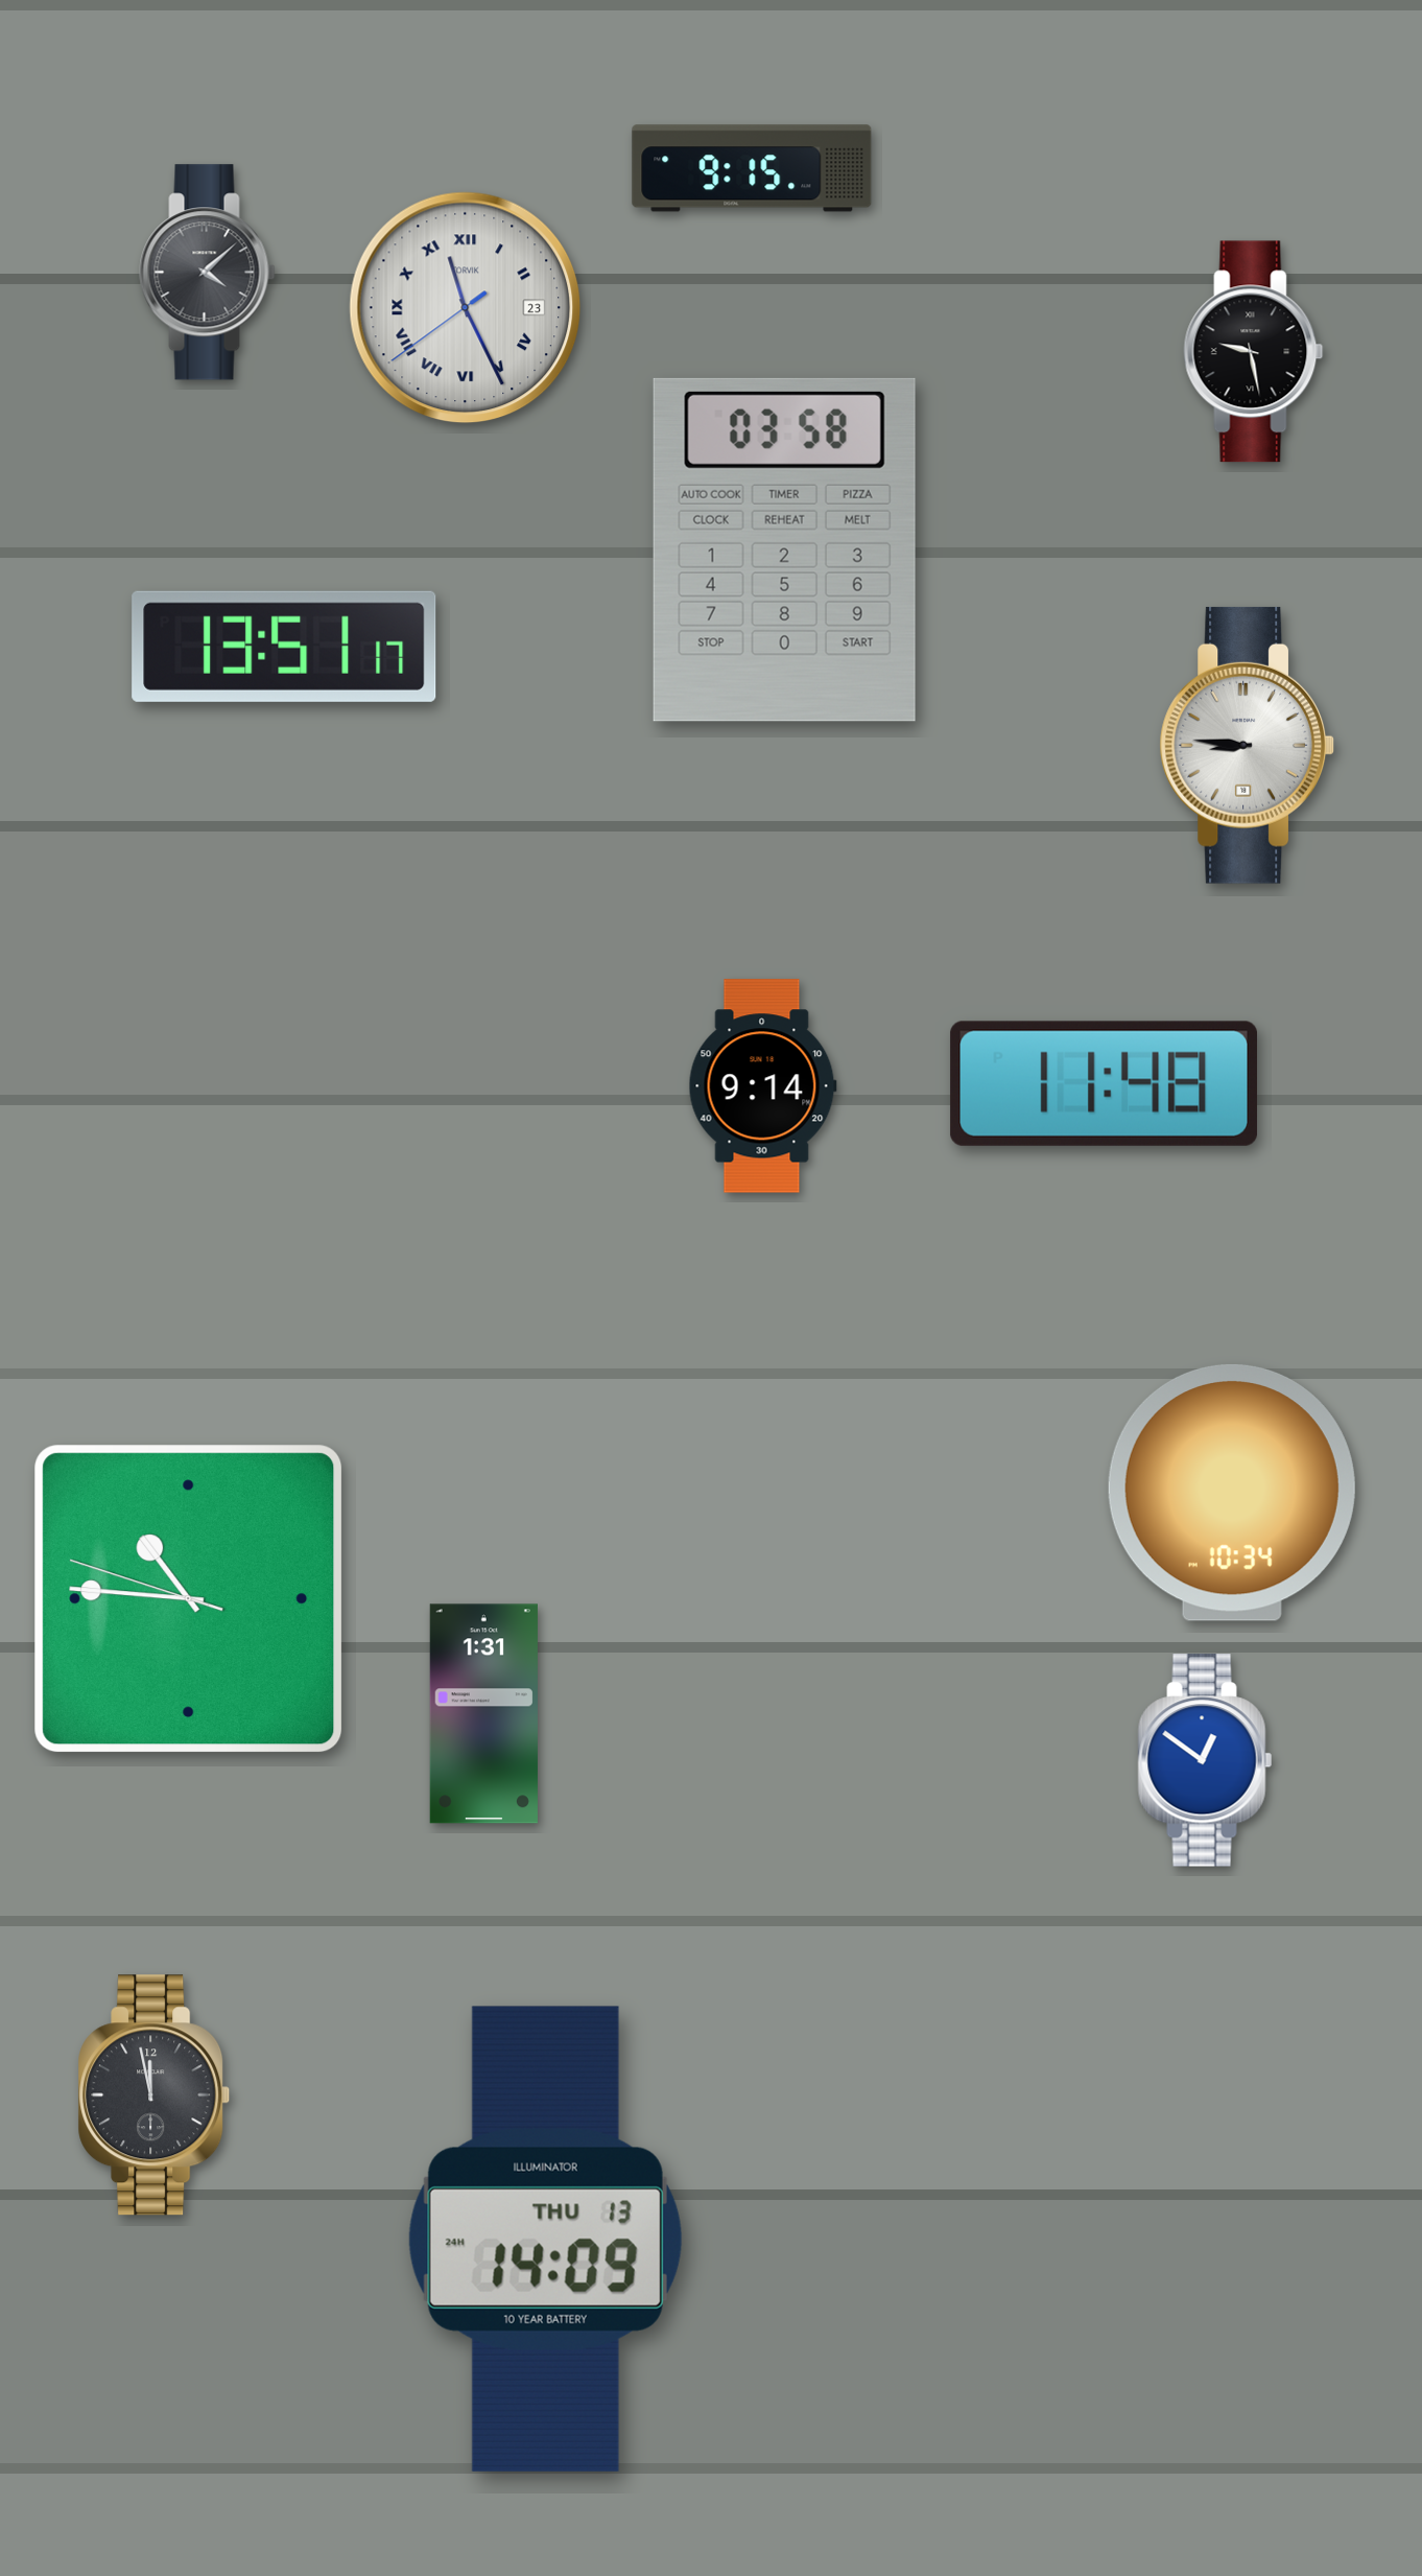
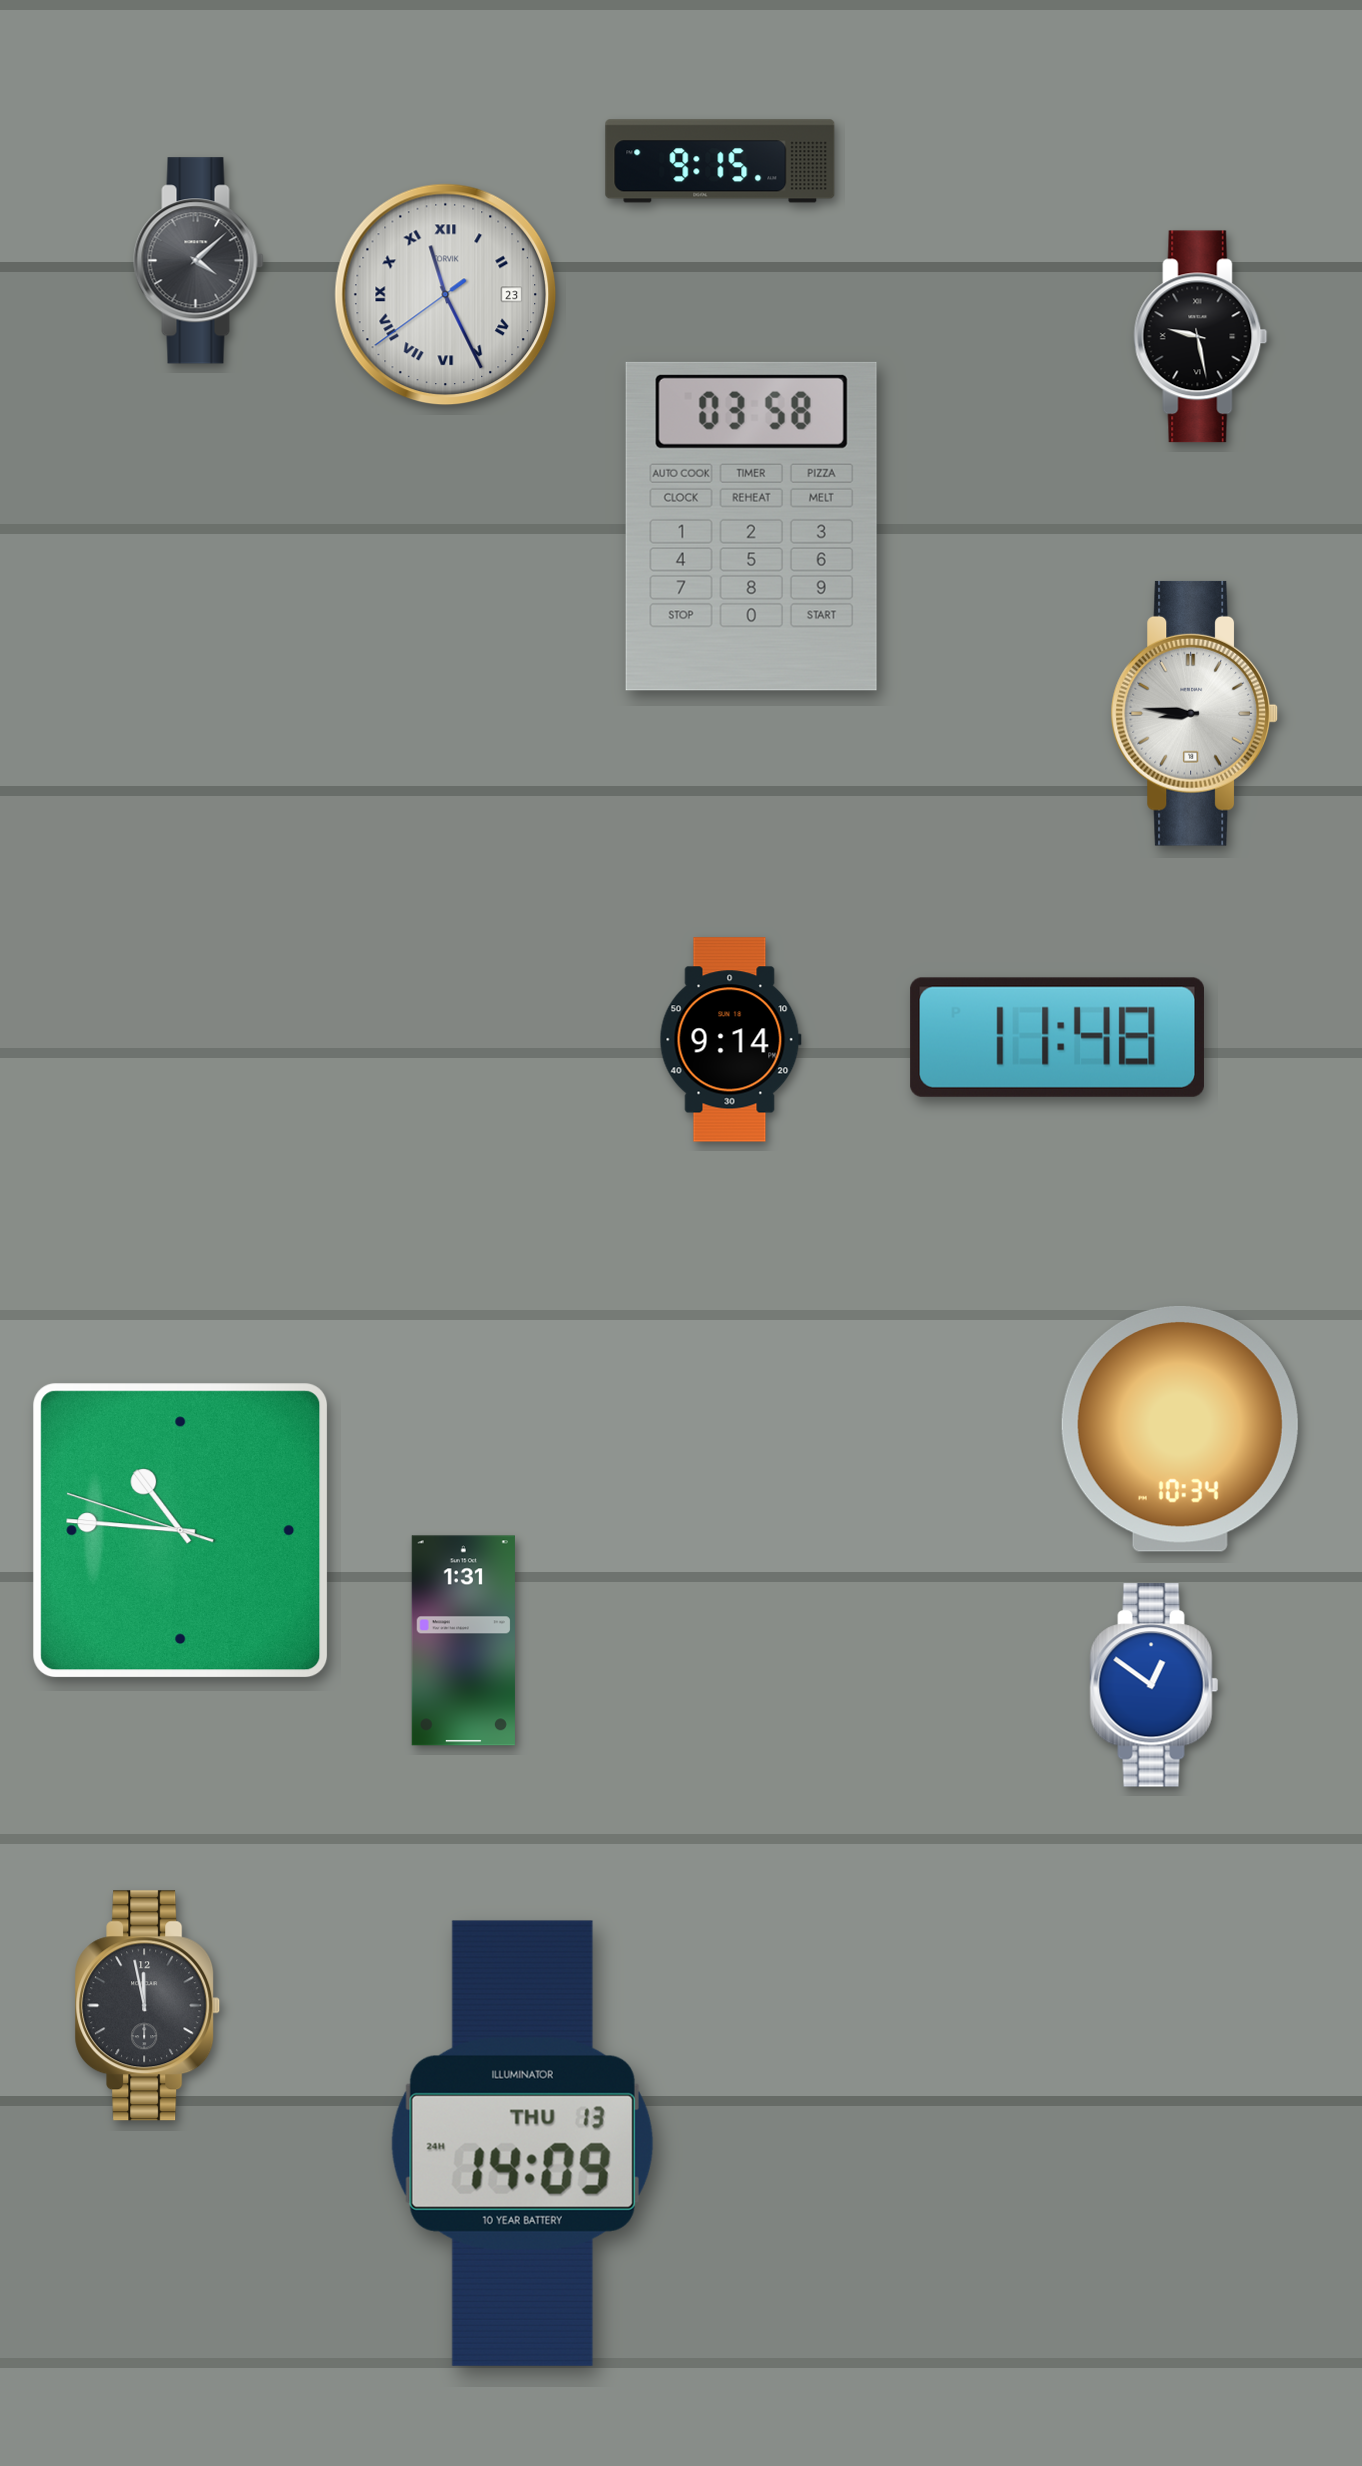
clock at (284, 647): 13:51 -> none
